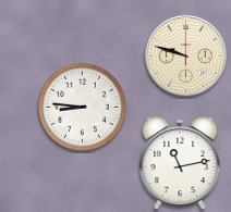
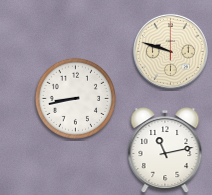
clock at (82, 107): 8:46 -> 8:43
